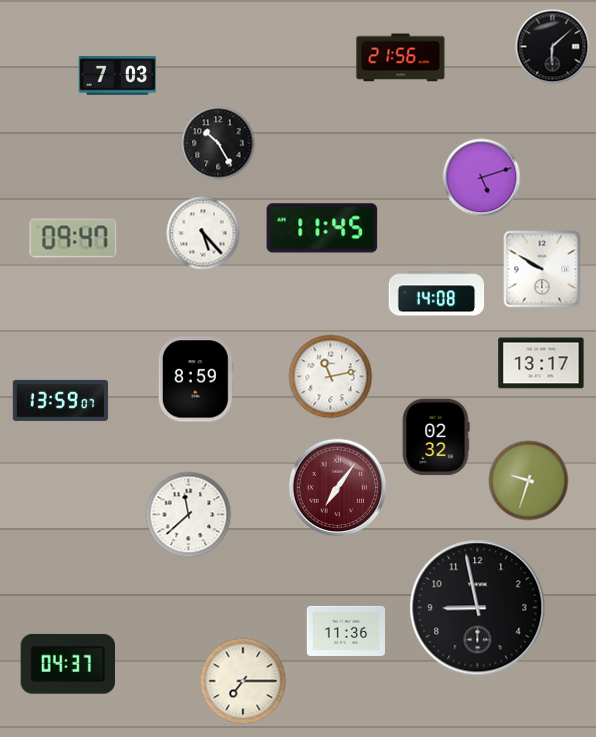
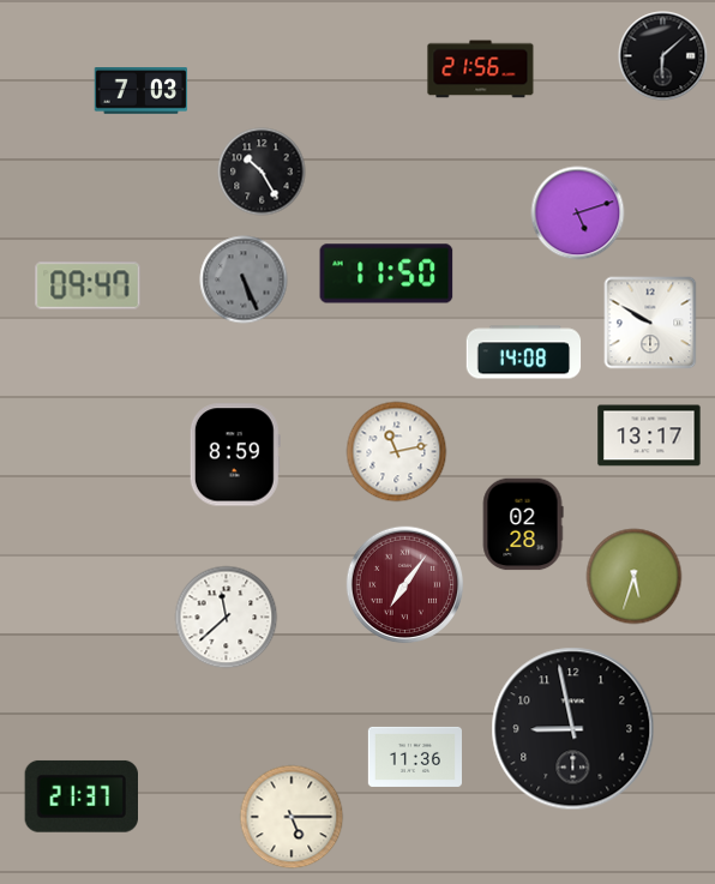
clock at (322, 228): 11:45 -> 11:50
clock at (203, 233): 5:23 -> 5:26
clock at (203, 233) dial: white -> grey
clock at (61, 400): 13:59 -> none
clock at (436, 437): 02:32 -> 02:28
clock at (529, 481): 9:33 -> 5:33
clock at (67, 664): 04:37 -> 21:37
clock at (243, 681): 7:15 -> 5:15
